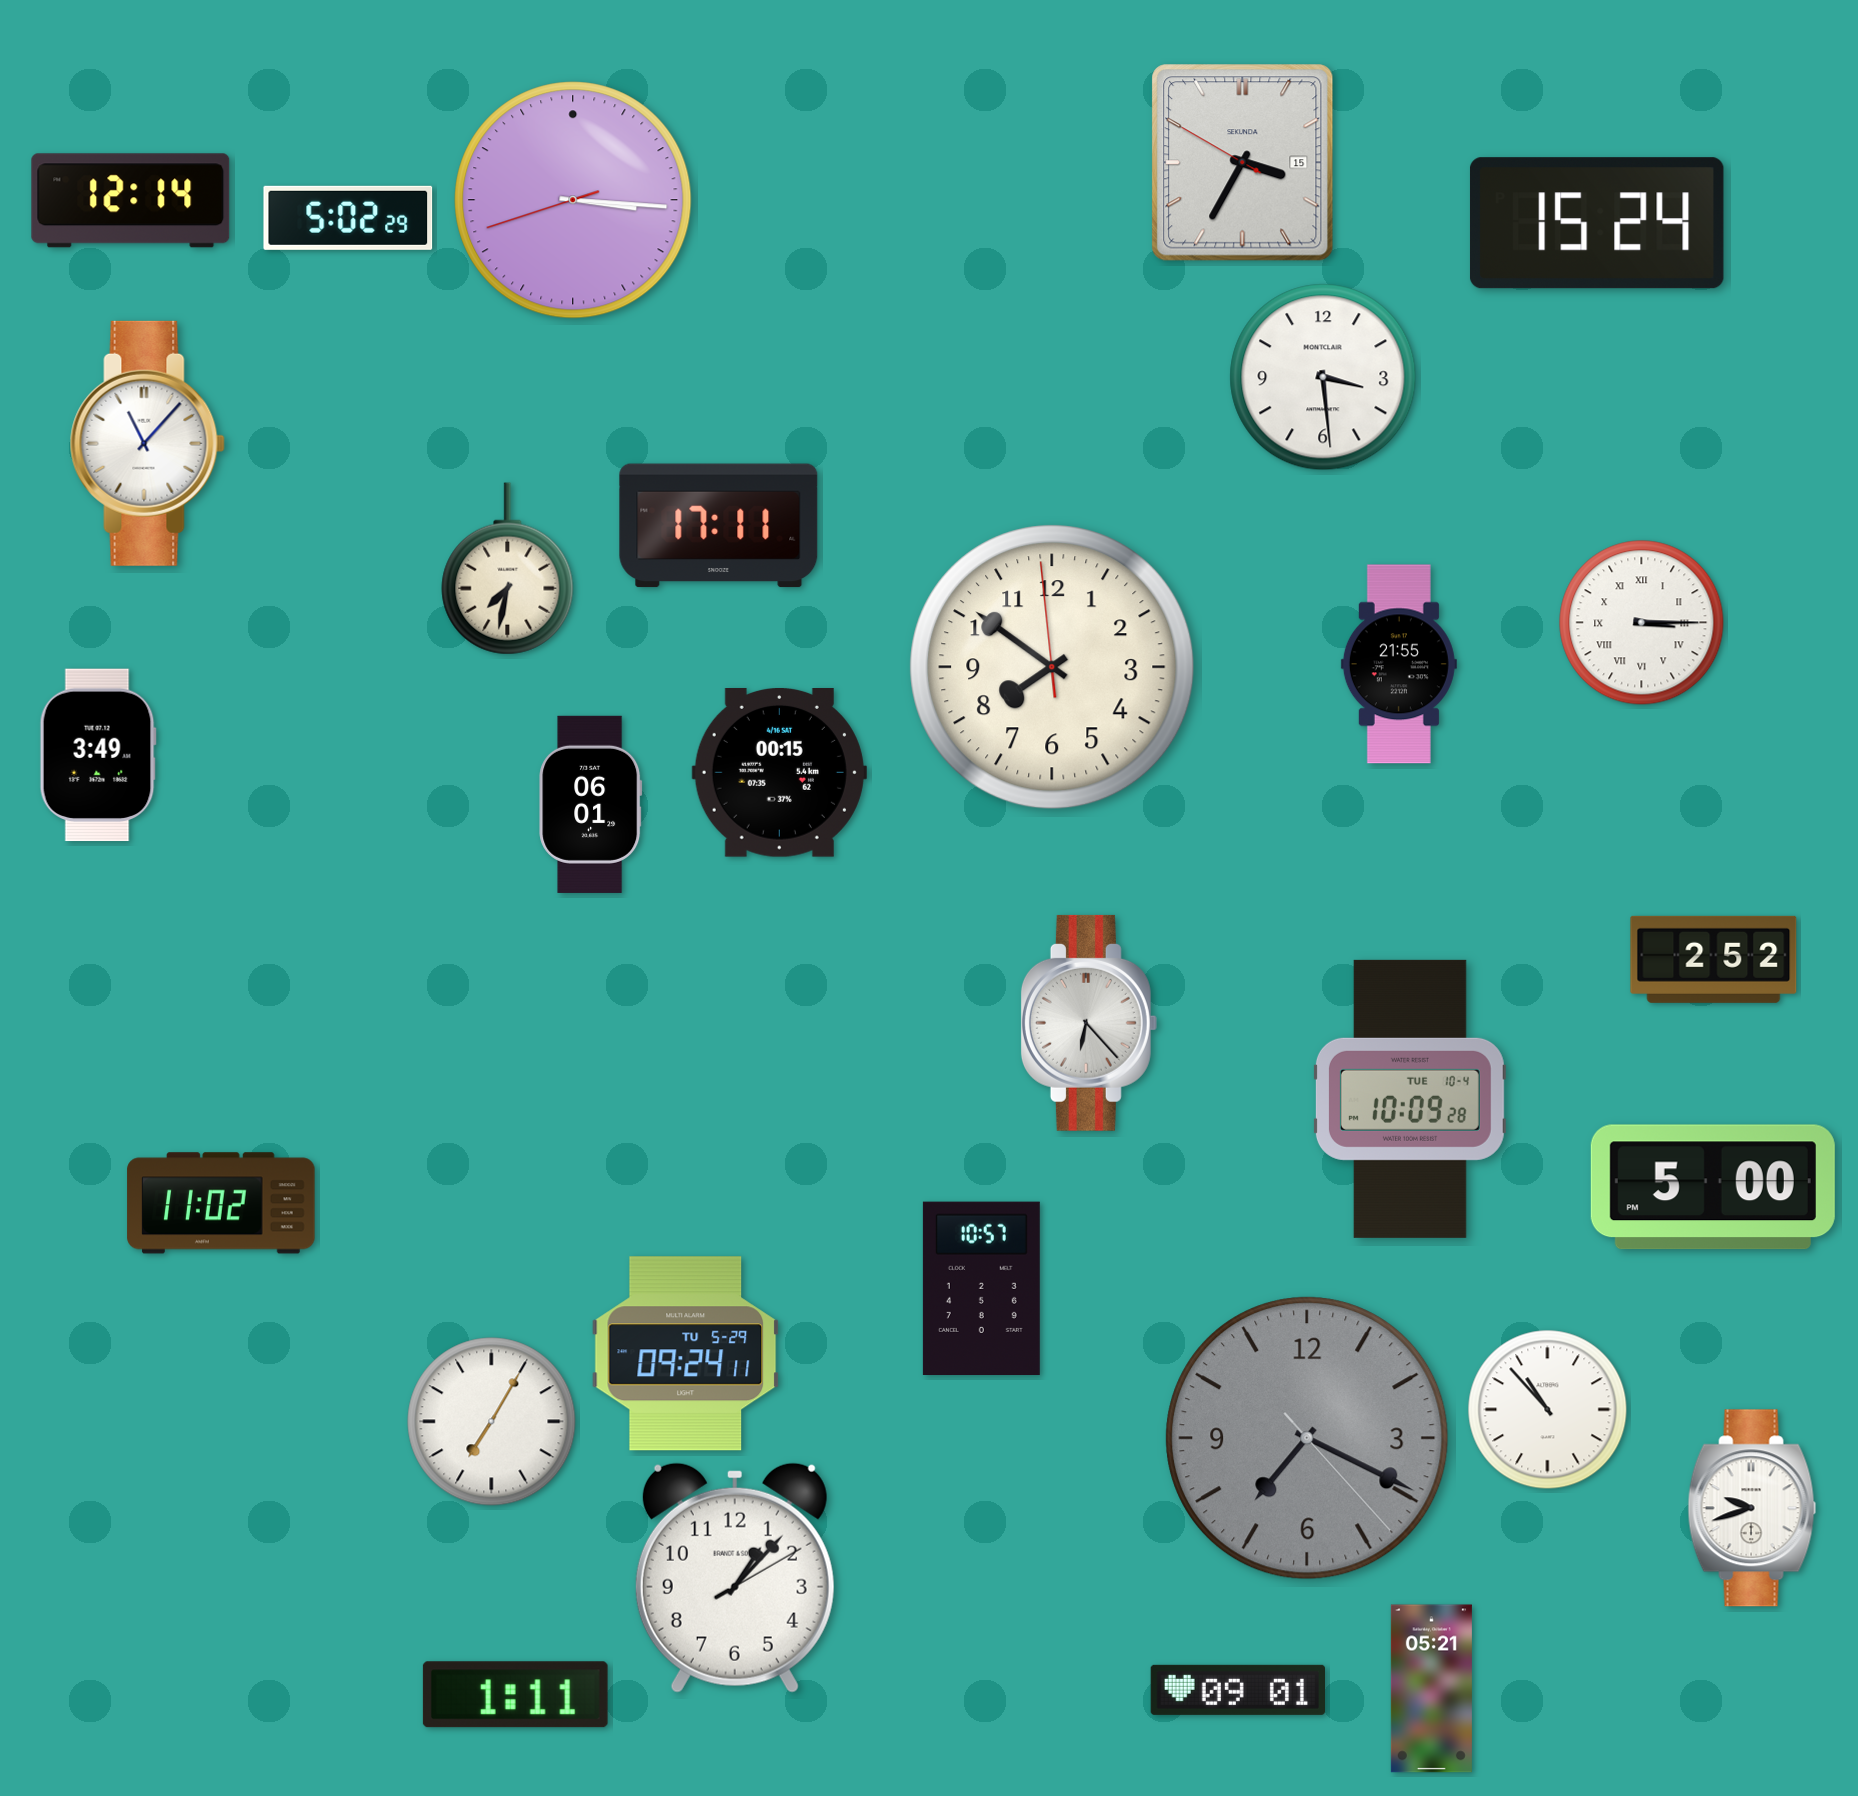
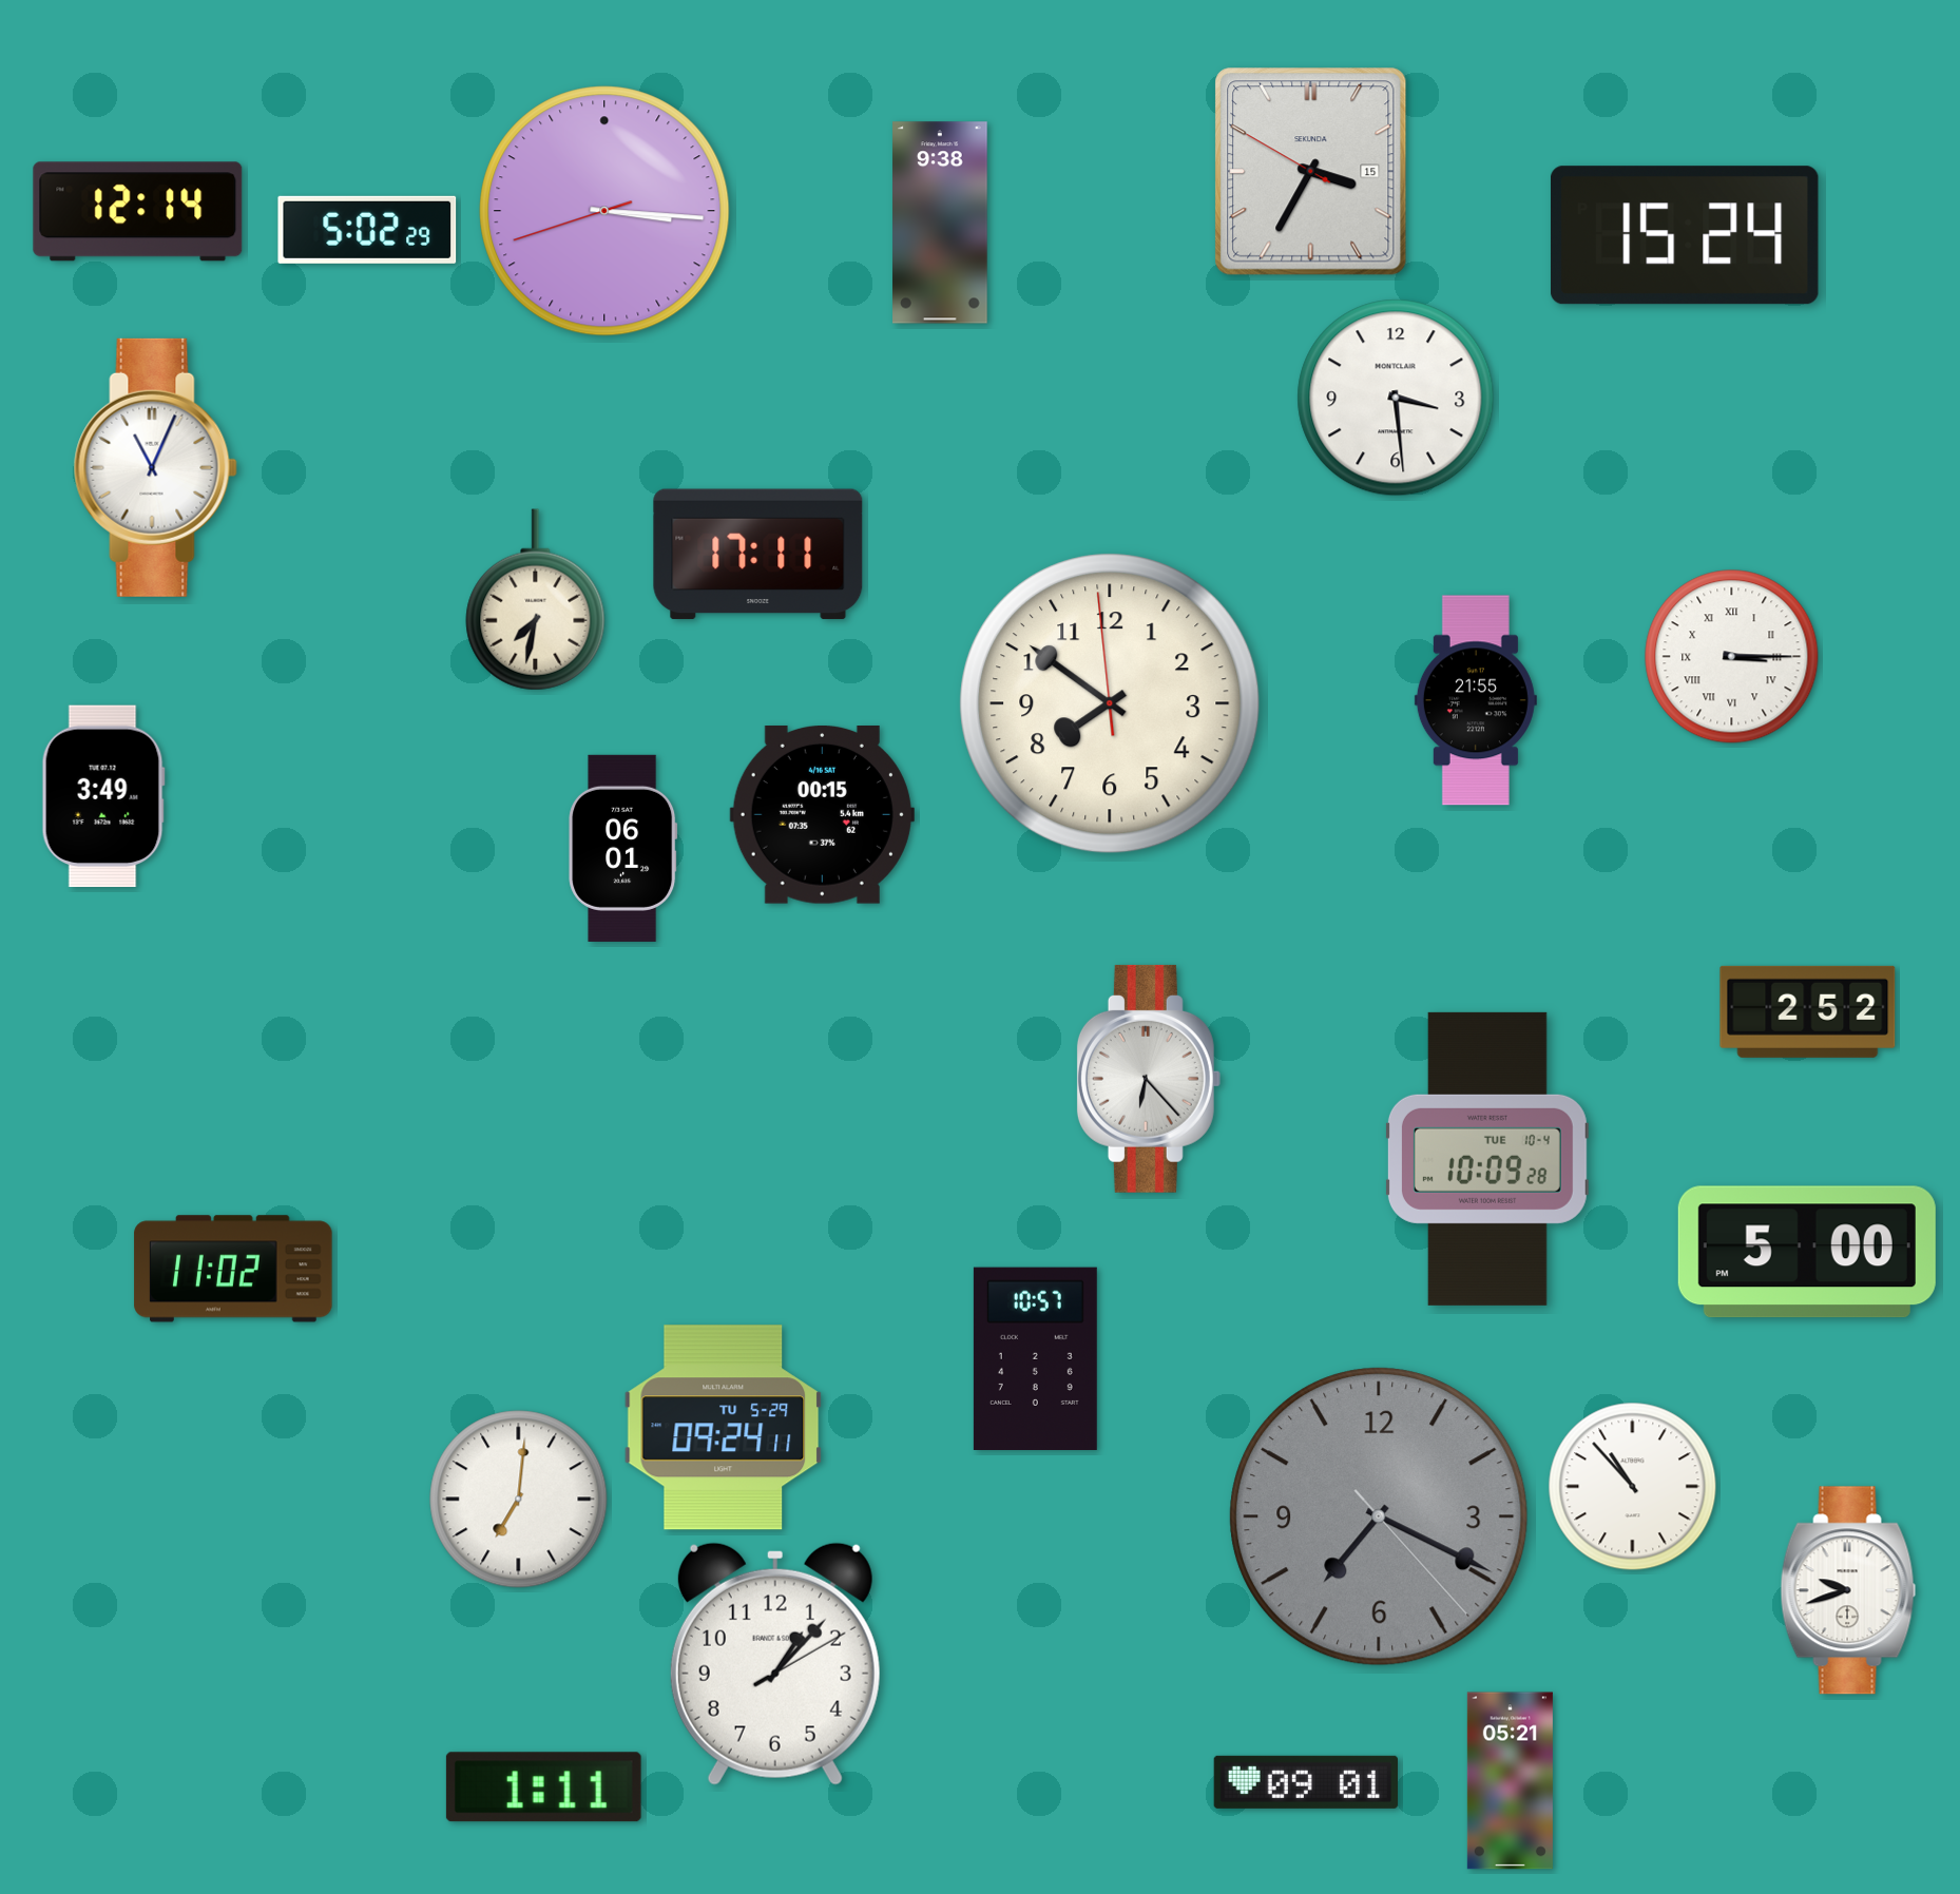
clock at (940, 223): none -> 9:38
clock at (147, 443): 11:07 -> 11:04
clock at (492, 1422): 7:05 -> 7:01
